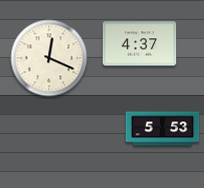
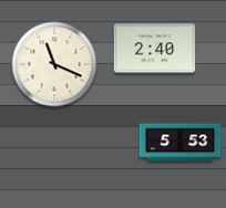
clock at (140, 44): 4:37 -> 2:40
clock at (49, 58): 12:19 -> 11:19
